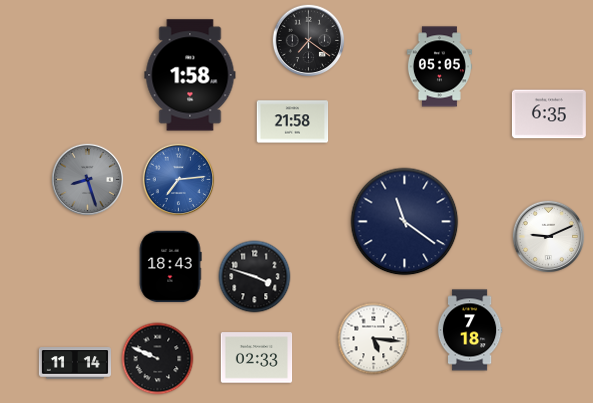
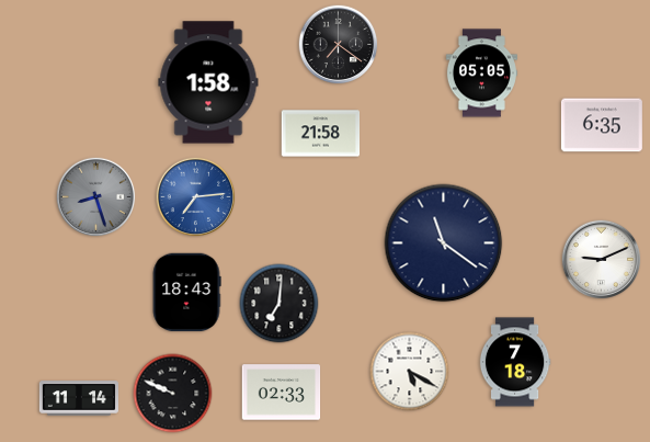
clock at (255, 277): 3:48 -> 7:01
clock at (374, 339): 5:16 -> 5:20
clock at (74, 363) position: (74, 363) -> (78, 398)
